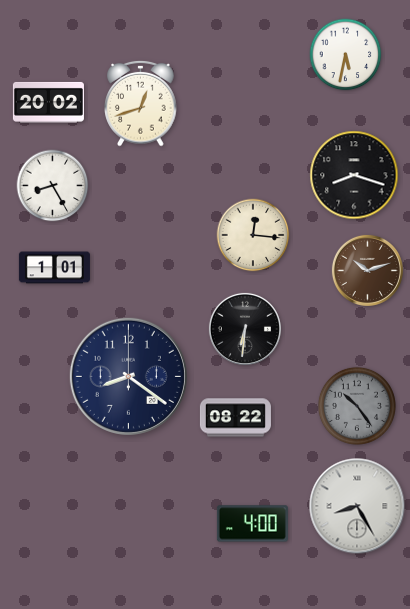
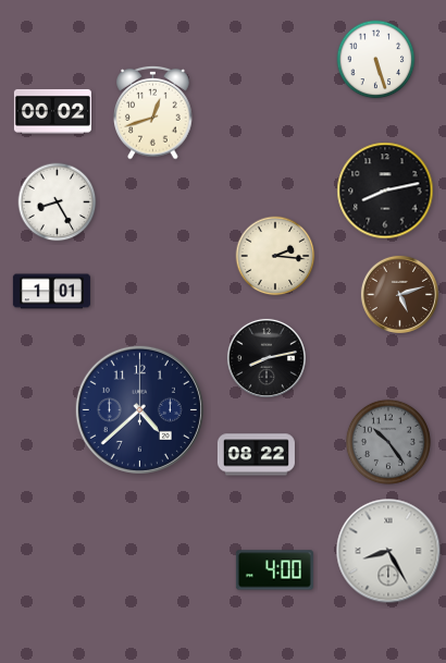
clock at (346, 55): 5:32 -> 5:27
clock at (48, 102): 20:02 -> 00:02
clock at (354, 175): 8:18 -> 8:13
clock at (253, 235): 12:16 -> 2:16
clock at (54, 268) position: (54, 268) -> (51, 292)
clock at (367, 270): 10:12 -> 5:12
clock at (245, 329): 6:31 -> 8:13
clock at (128, 376): 8:21 -> 4:38
